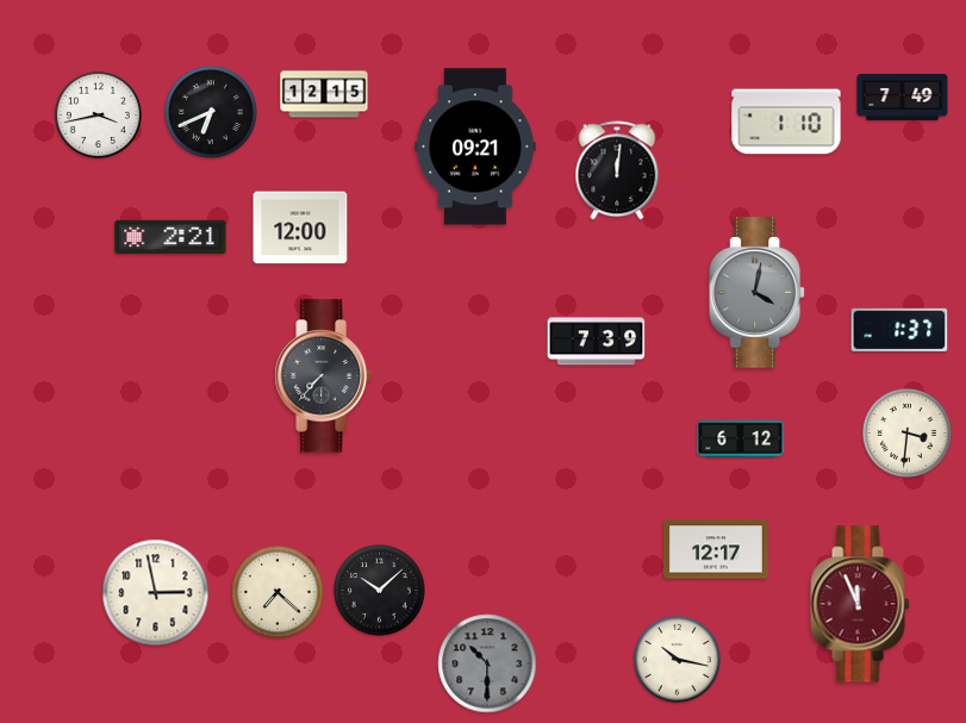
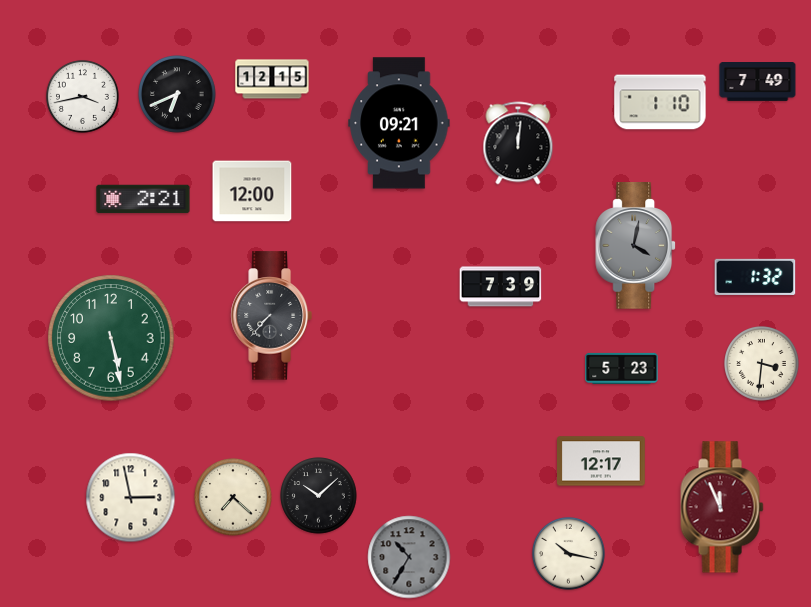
clock at (899, 330): 1:37 -> 1:32
clock at (111, 338): none -> 5:28
clock at (741, 438): 6:12 -> 5:23
clock at (487, 663): 10:30 -> 10:35
